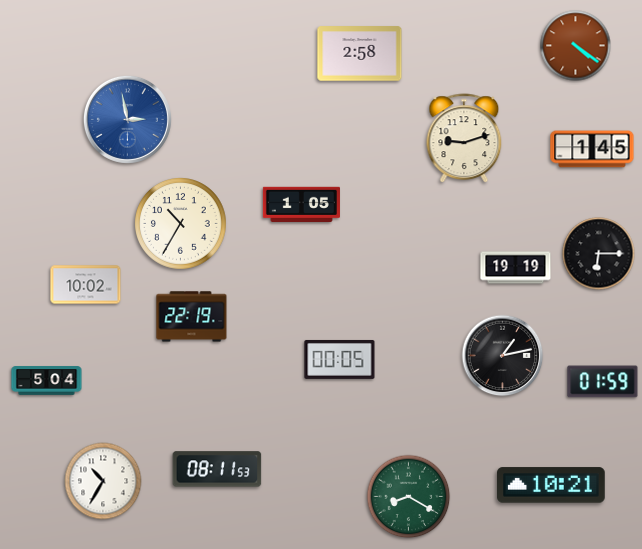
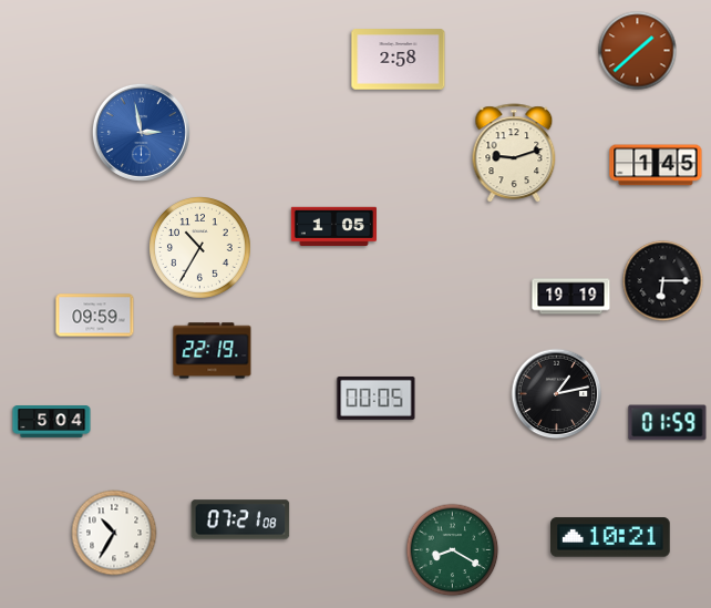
clock at (576, 46): 4:21 -> 1:38
clock at (86, 285): 10:02 -> 09:59
clock at (217, 469): 08:11 -> 07:21
